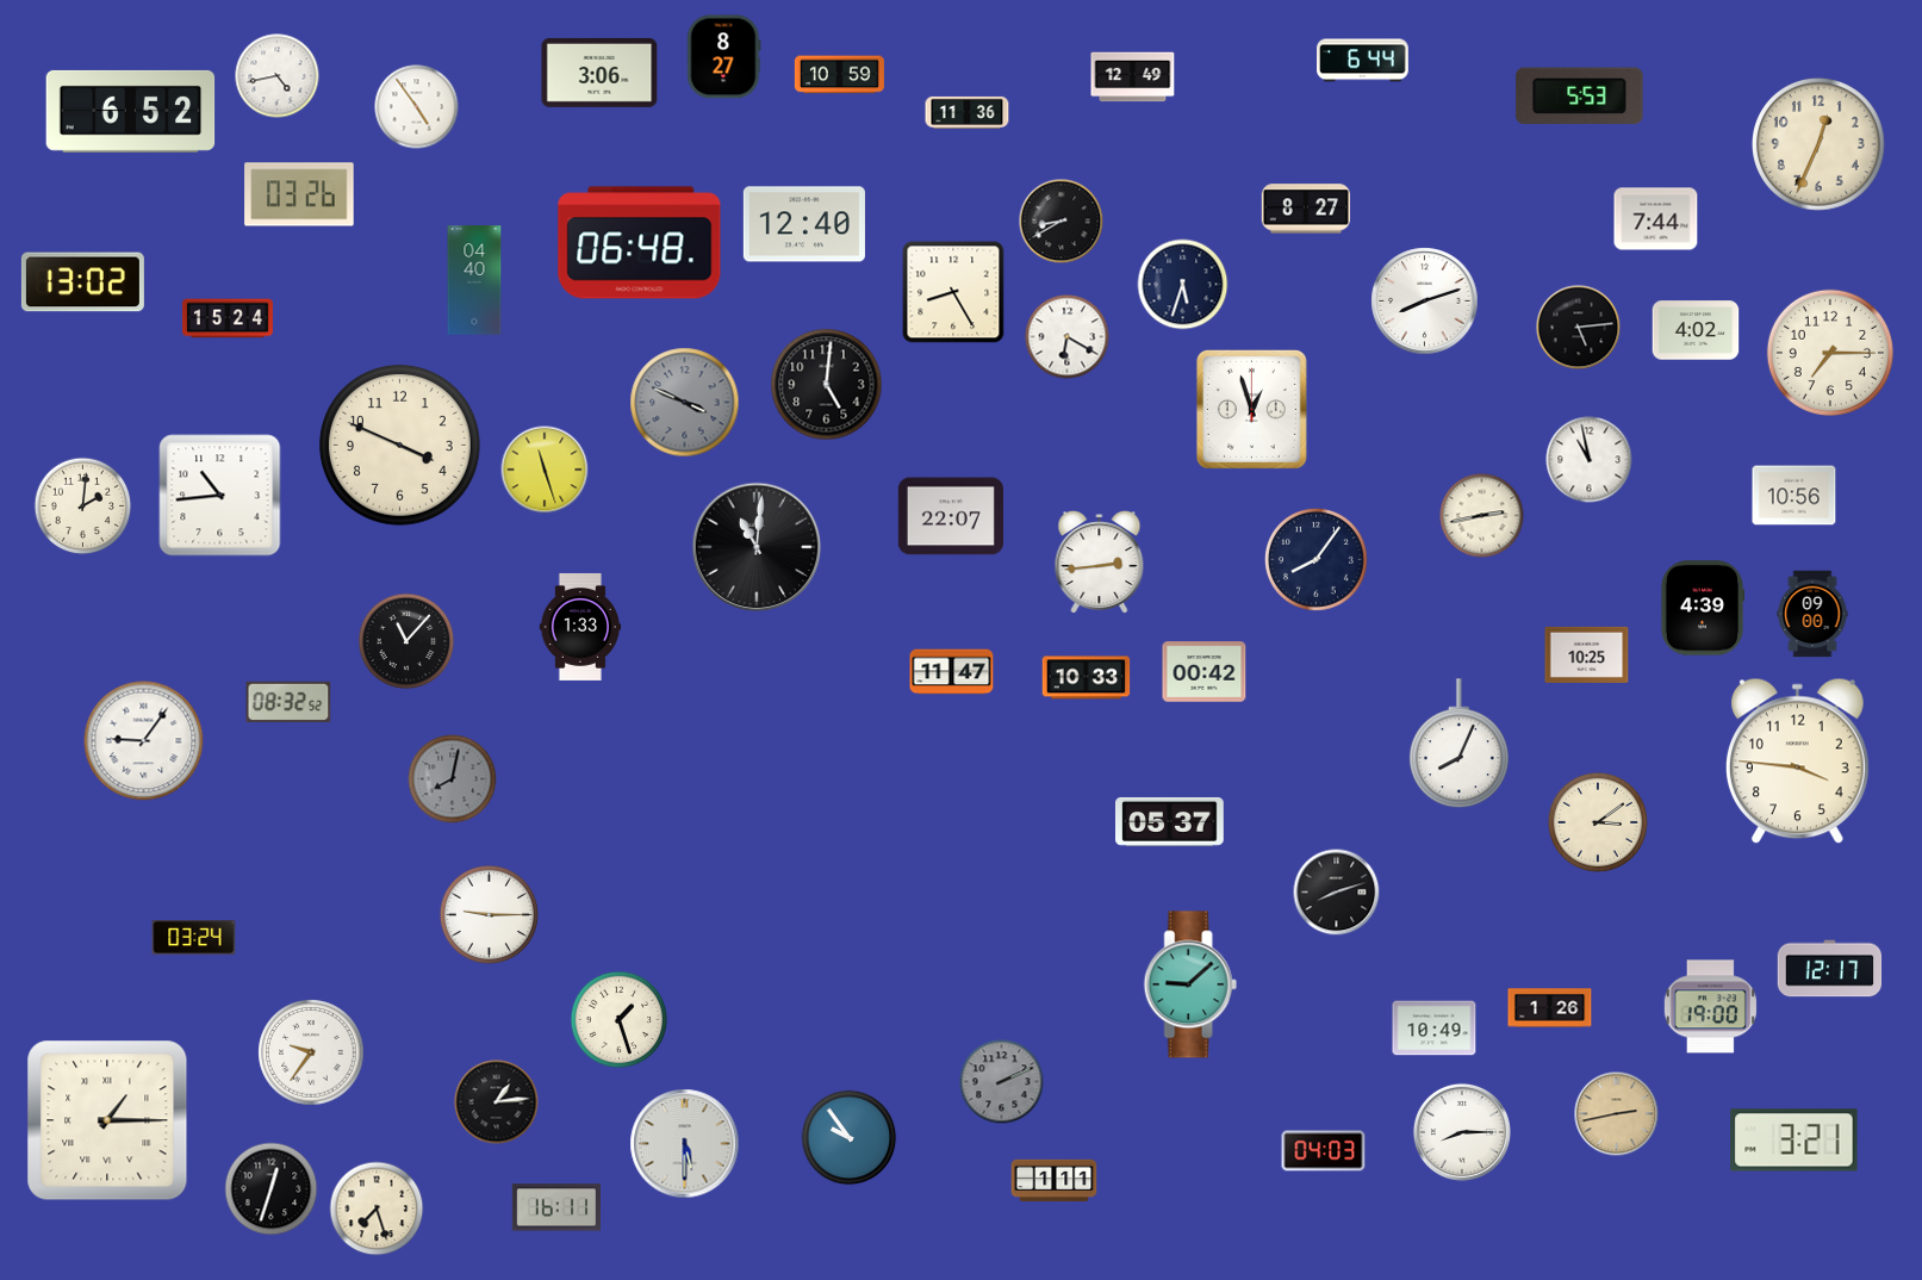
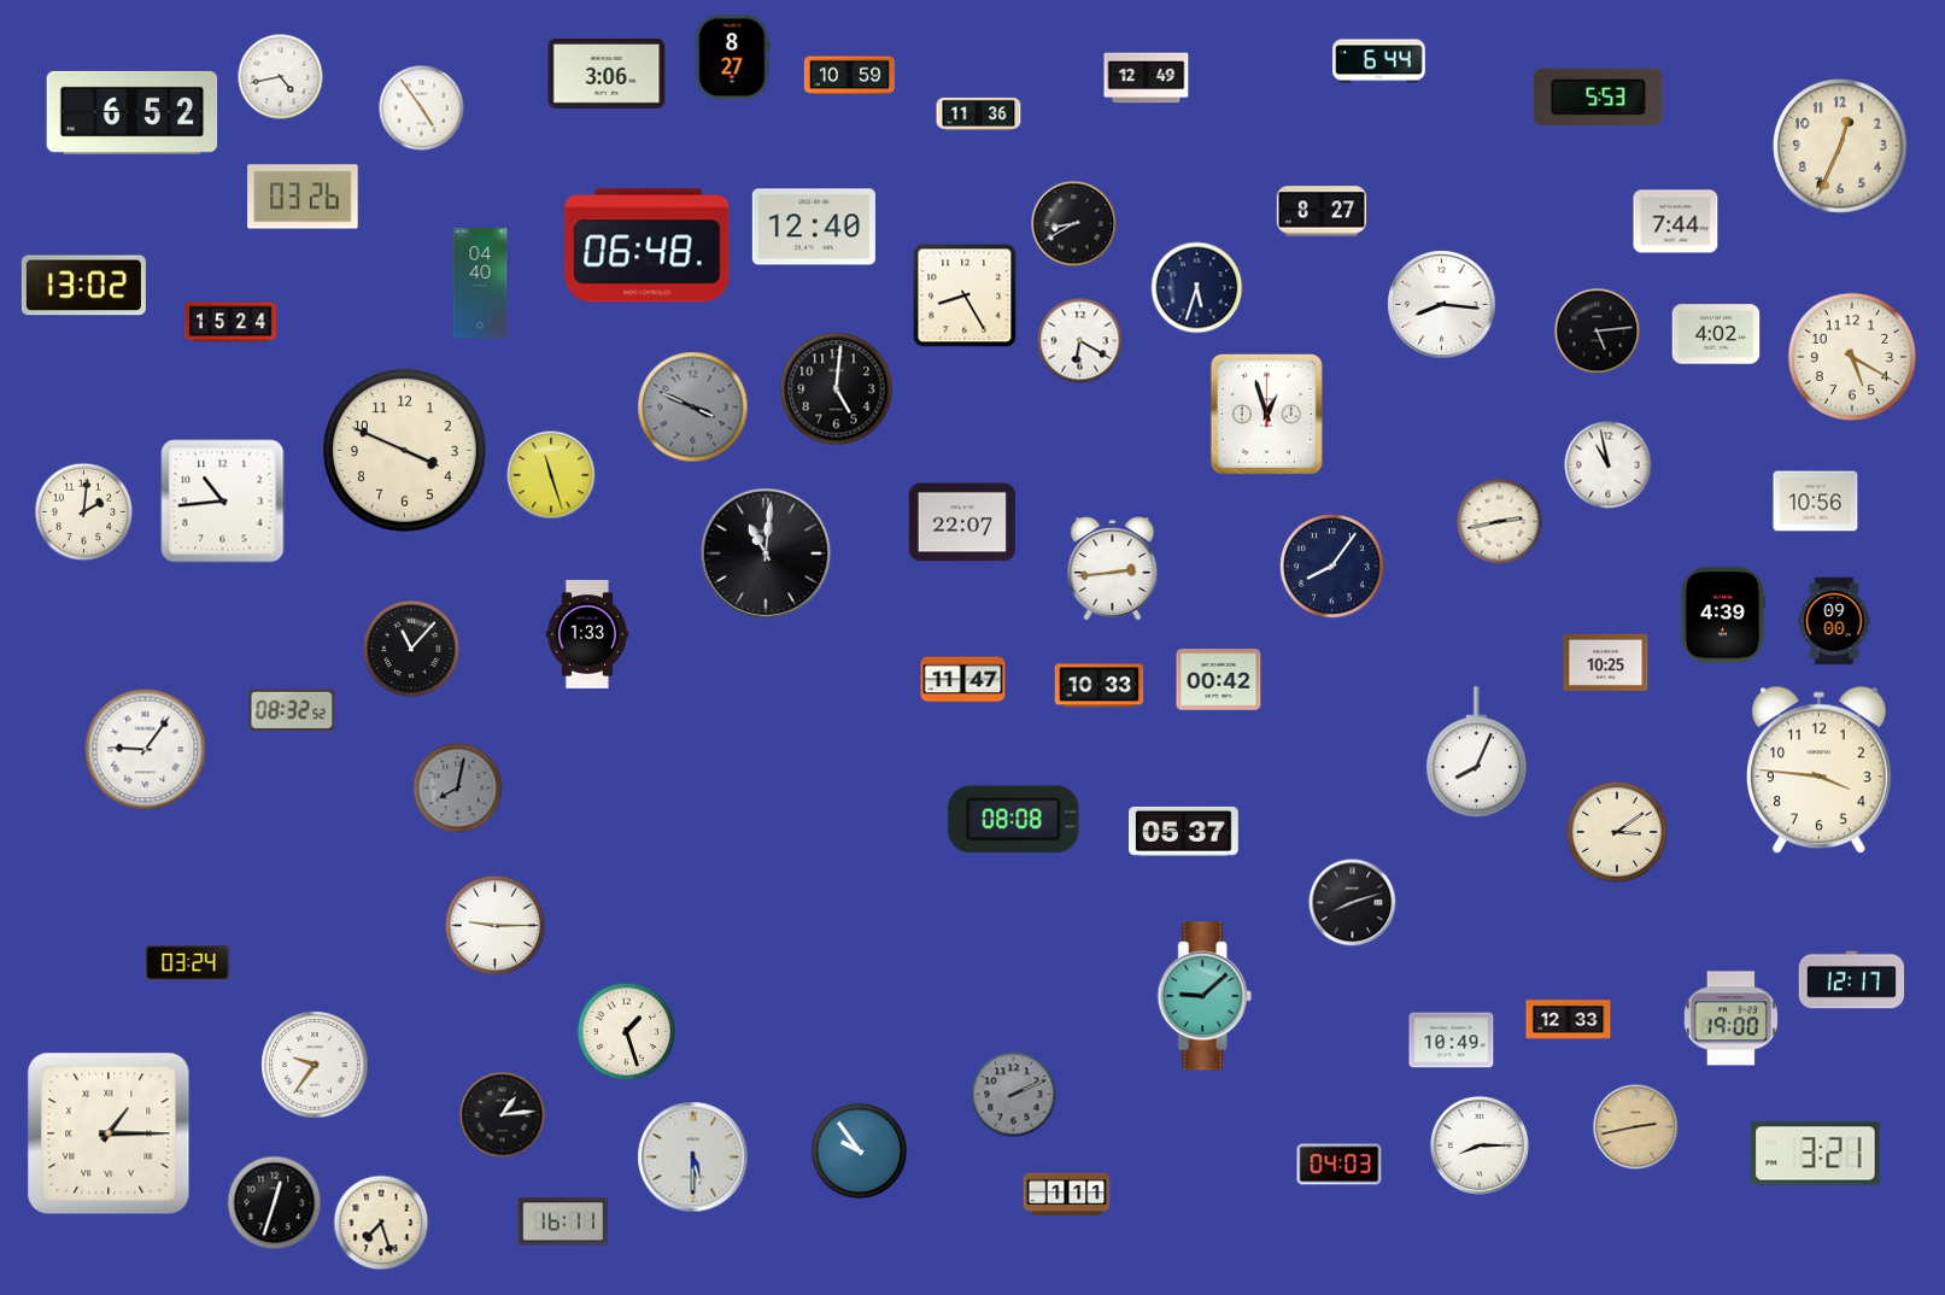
clock at (1425, 302): 8:12 -> 8:16
clock at (1830, 353): 7:15 -> 5:20
clock at (1014, 820): none -> 08:08
clock at (194, 937) position: (194, 937) -> (188, 962)
clock at (1550, 1008): 1:26 -> 12:33
